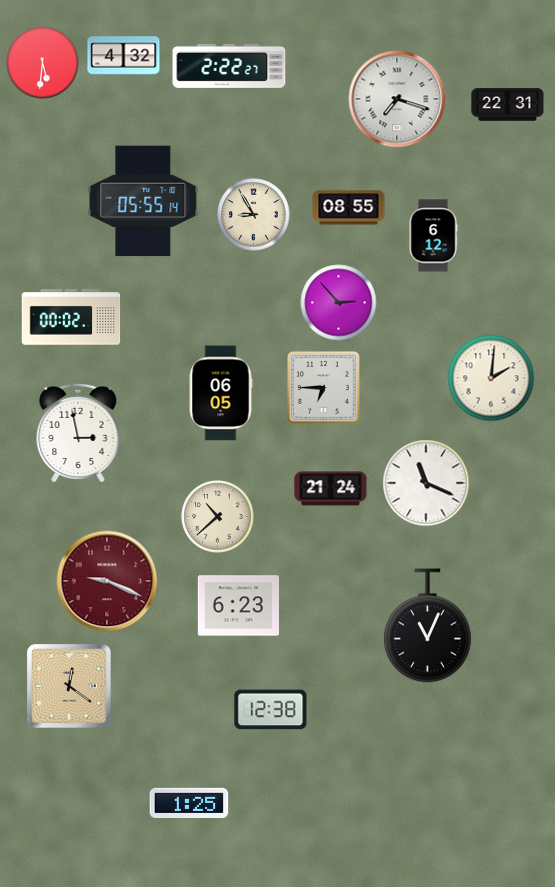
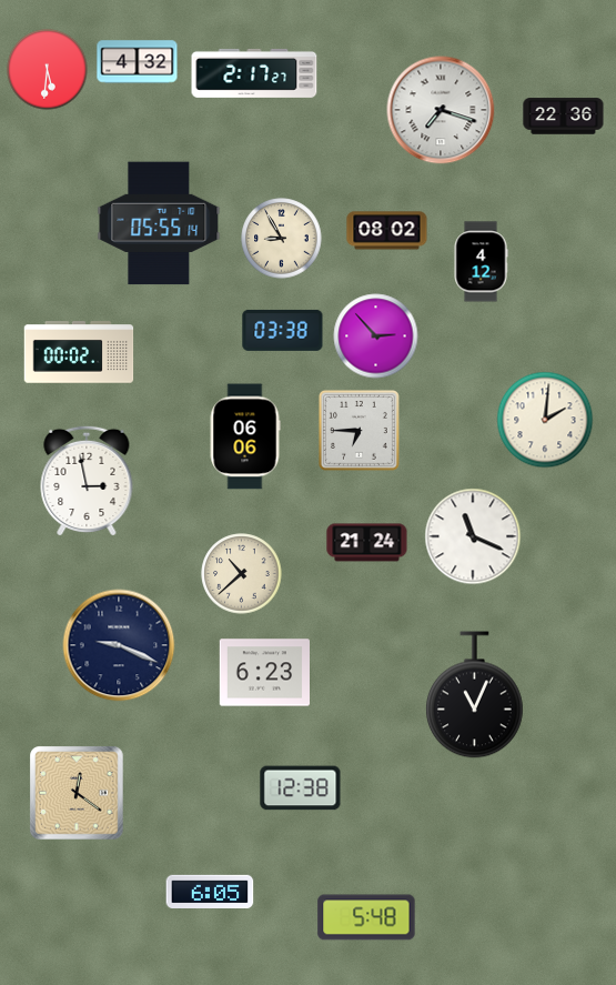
clock at (229, 66): 2:22 -> 2:17
clock at (508, 105): 22:31 -> 22:36
clock at (349, 208): 08:55 -> 08:02
clock at (433, 236): 6:12 -> 4:12
clock at (283, 330): none -> 03:38
clock at (221, 393): 06:05 -> 06:06
clock at (107, 581) dial: burgundy -> navy
clock at (69, 686) position: (69, 686) -> (77, 793)
clock at (189, 802): 1:25 -> 6:05
clock at (366, 917): none -> 5:48
